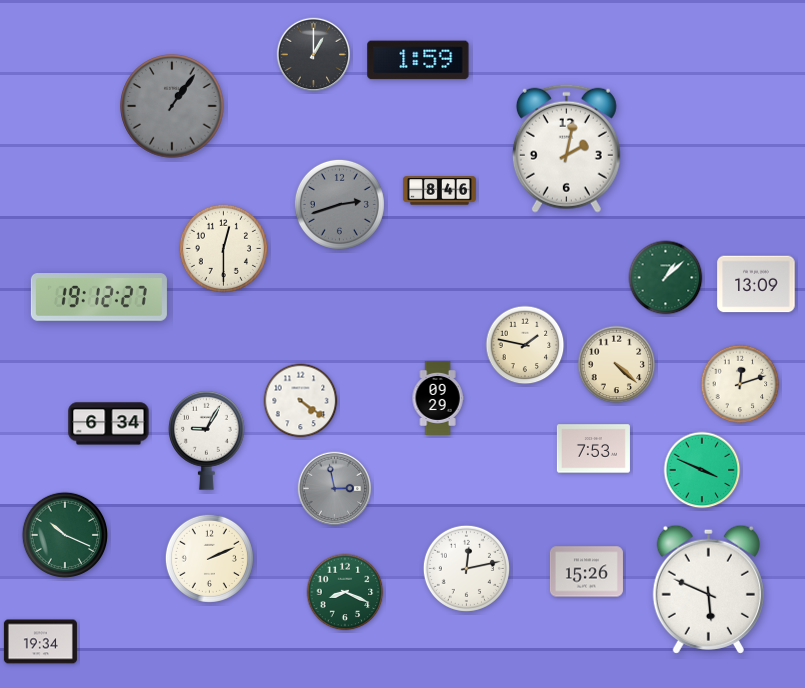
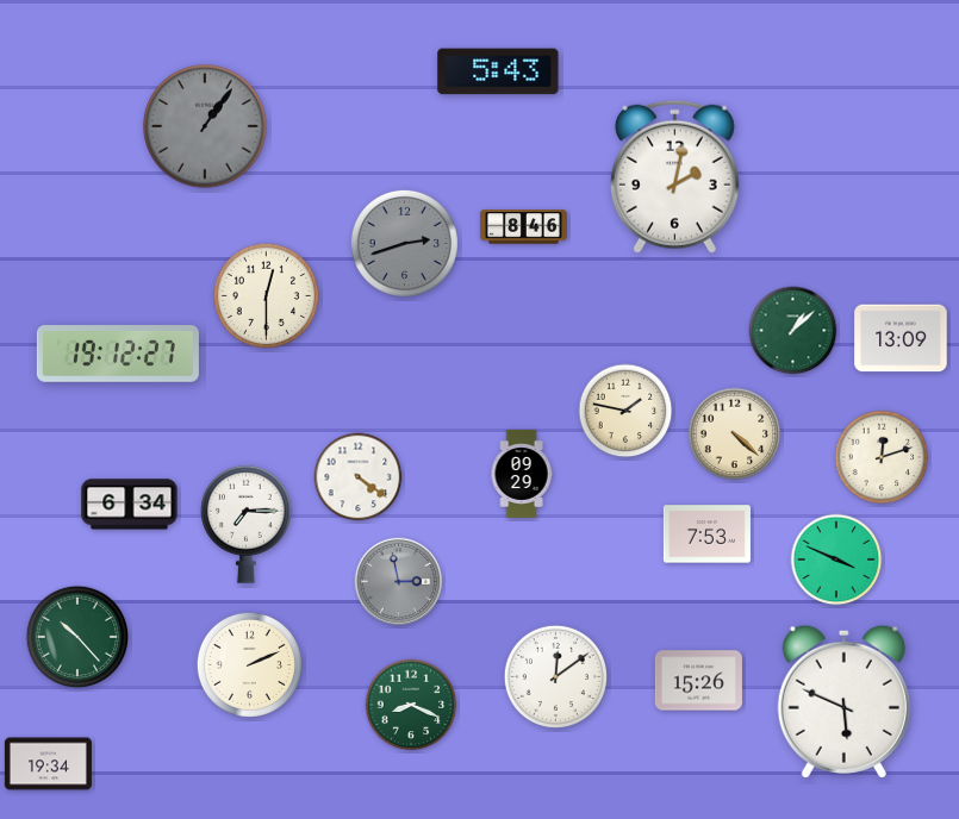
clock at (314, 55): 1:00 -> none
clock at (418, 60): 1:59 -> 5:43
clock at (207, 440): 9:05 -> 7:15
clock at (64, 534): 10:19 -> 10:23
clock at (466, 568): 12:13 -> 12:09
